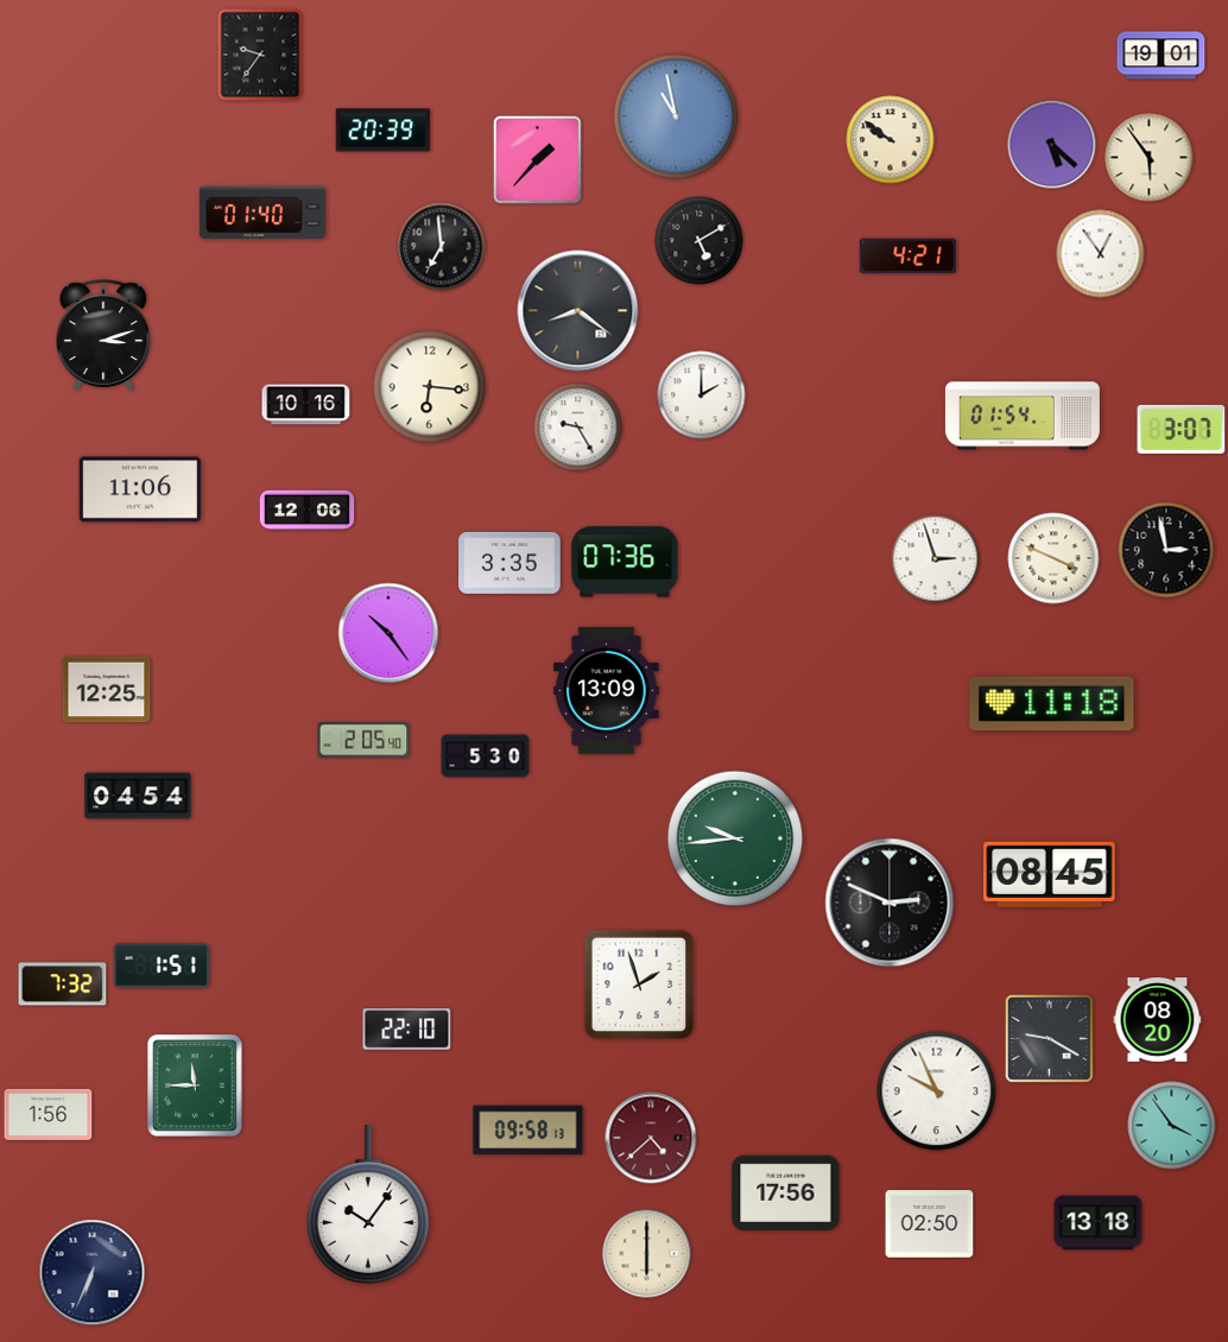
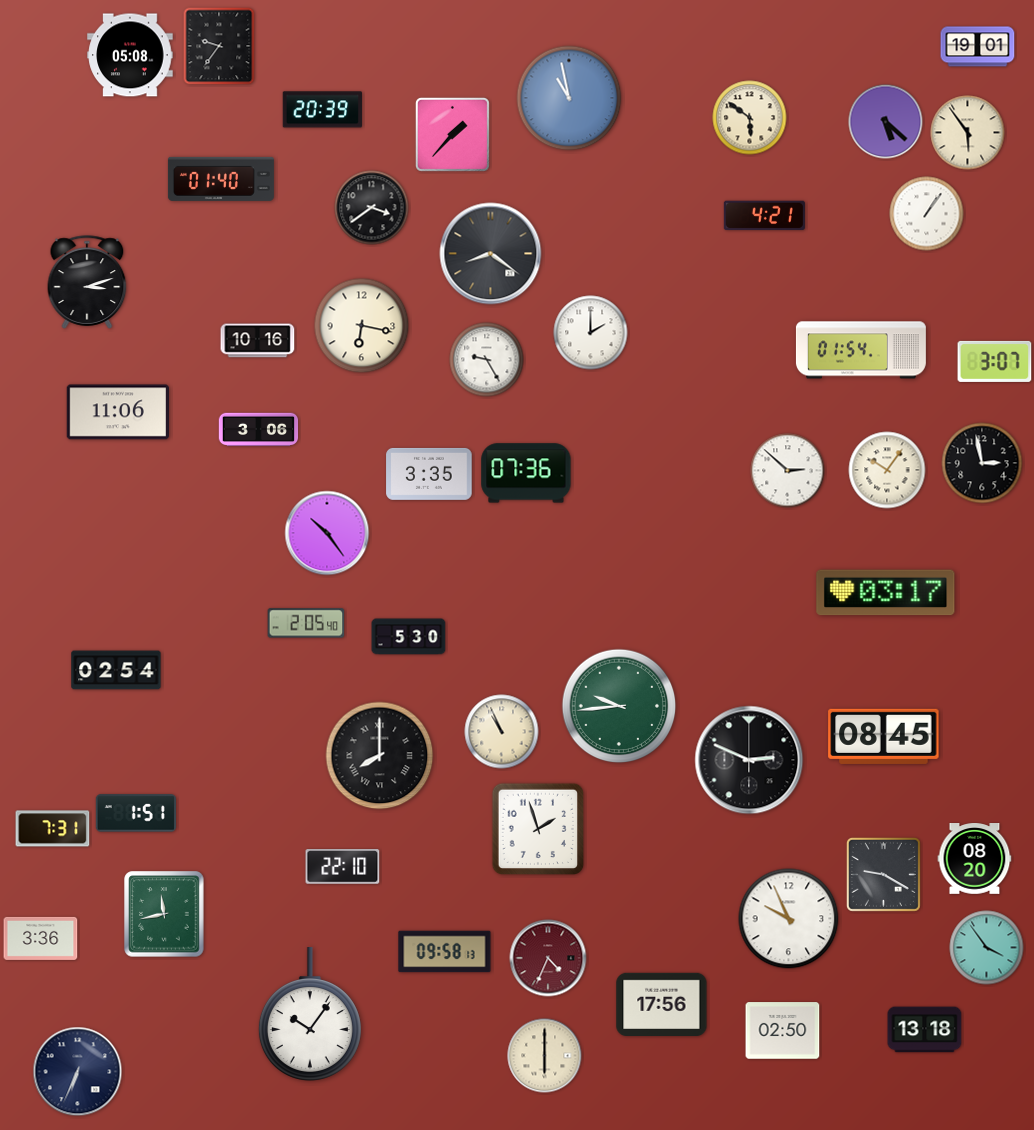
clock at (130, 55): none -> 05:08
clock at (891, 140): 9:51 -> 5:51
clock at (700, 241): 5:10 -> none
clock at (442, 247): 6:59 -> 3:39
clock at (1101, 254): 12:54 -> 1:06
clock at (578, 311) position: (578, 311) -> (491, 254)
clock at (430, 387): 6:16 -> 6:17
clock at (308, 511): 12:06 -> 3:06
clock at (1053, 558): 3:49 -> 10:06
clock at (936, 559): 2:57 -> 2:52
clock at (107, 690): 12:25 -> none
clock at (606, 690): 13:09 -> none
clock at (1052, 704): 11:18 -> 03:17
clock at (138, 796): 04:54 -> 02:54
clock at (502, 732): none -> 10:56
clock at (380, 756): none -> 8:00
clock at (63, 985): 7:32 -> 7:31
clock at (195, 1085): 11:45 -> 11:43
clock at (49, 1114): 1:56 -> 3:36
clock at (651, 1138): 4:38 -> 4:34
